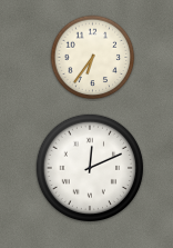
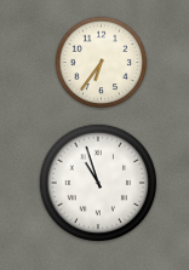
clock at (90, 168): 12:11 -> 10:57
